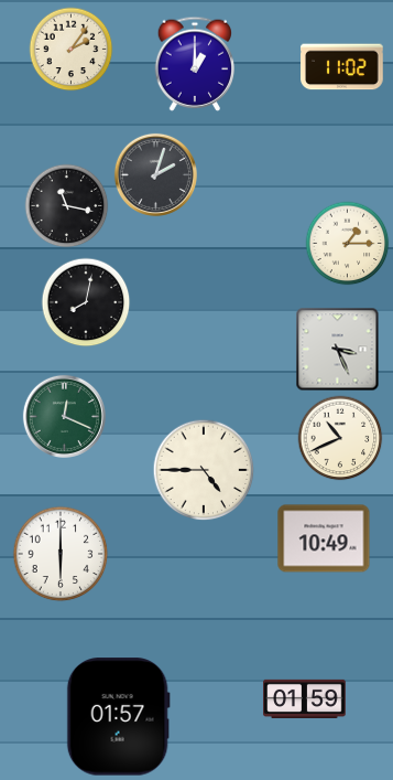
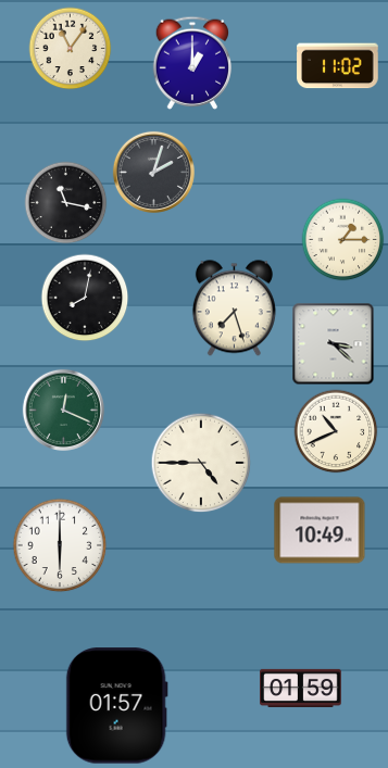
clock at (72, 50): 2:06 -> 11:06
clock at (234, 309): none -> 7:27
clock at (338, 350): 3:26 -> 3:22
